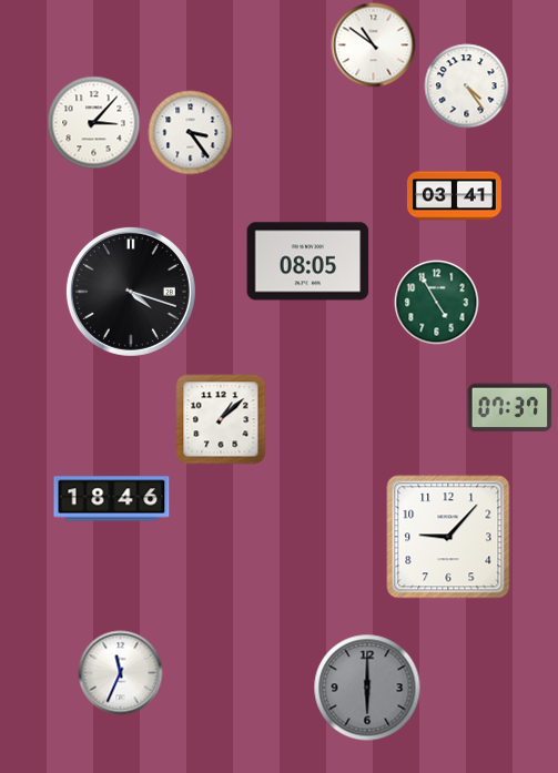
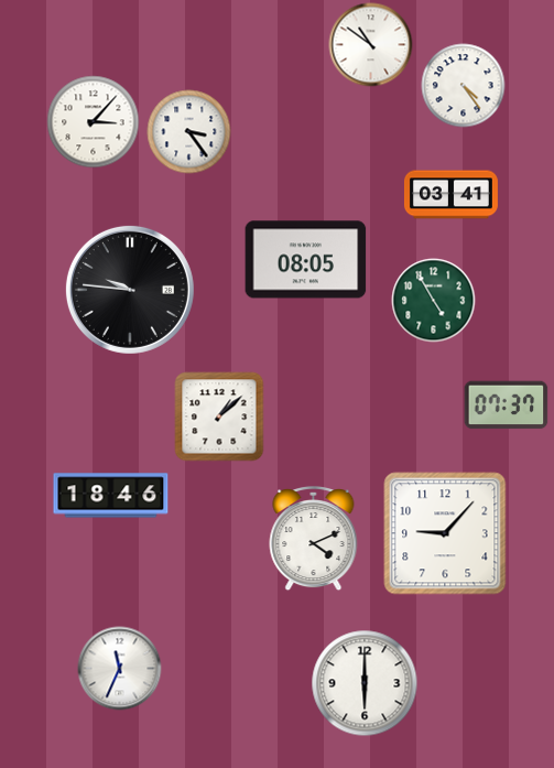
clock at (131, 292): 4:18 -> 9:46
clock at (314, 539): none -> 4:11
clock at (367, 688) dial: grey -> white
